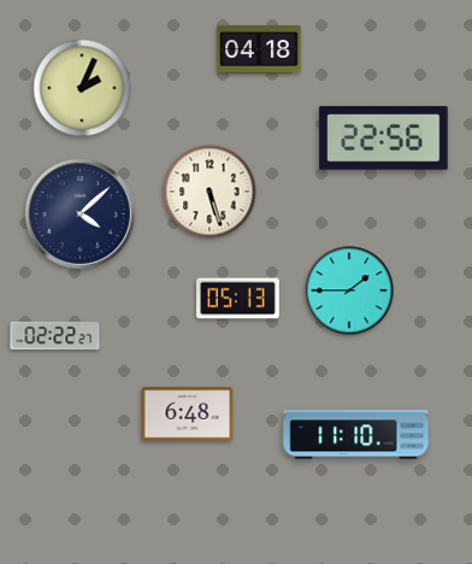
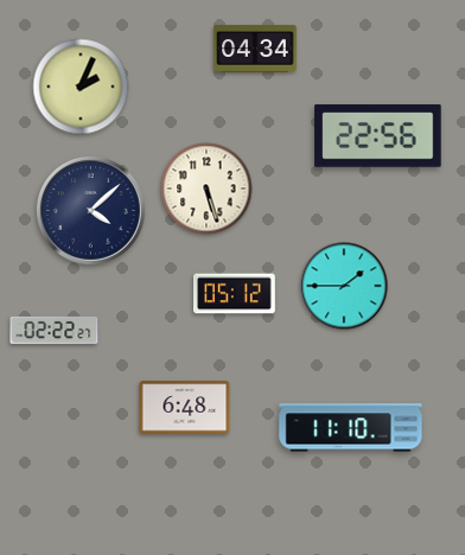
clock at (259, 49): 04:18 -> 04:34
clock at (79, 213) position: (79, 213) -> (90, 210)
clock at (238, 299): 05:13 -> 05:12
